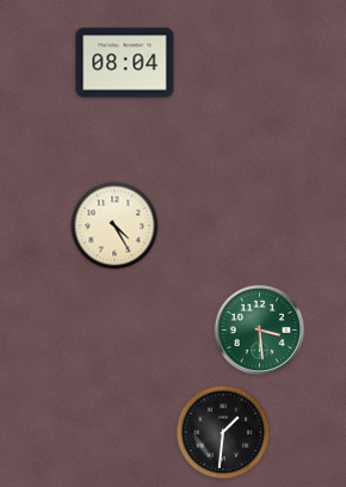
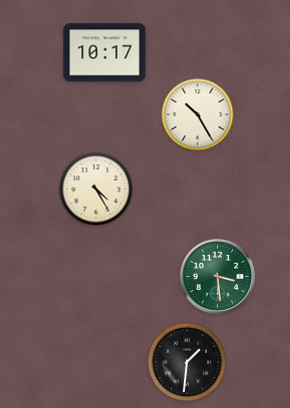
clock at (125, 63): 08:04 -> 10:17
clock at (198, 115): none -> 10:25
